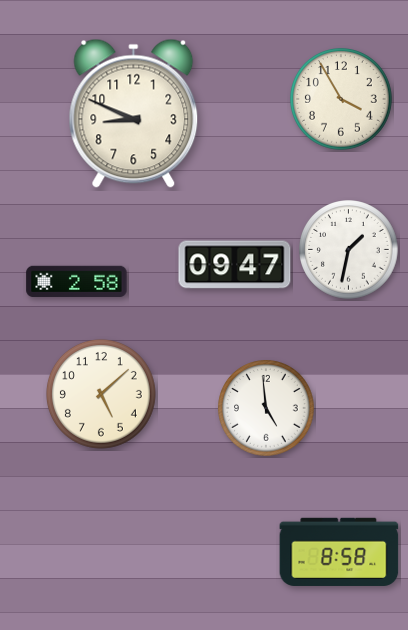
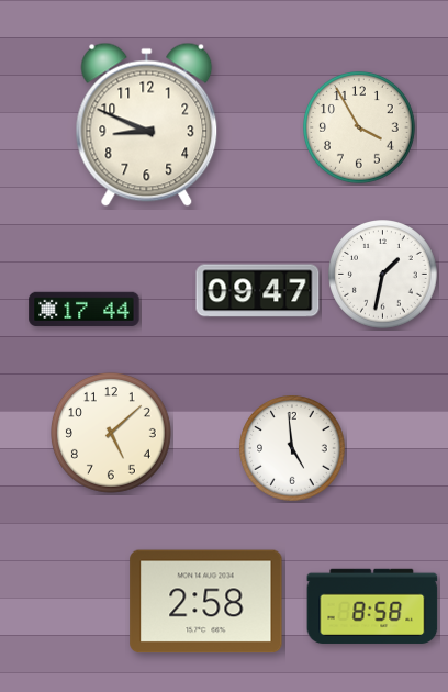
clock at (342, 100) position: (342, 100) -> (360, 129)
clock at (77, 281): 2:58 -> 17:44
clock at (206, 602): none -> 2:58
